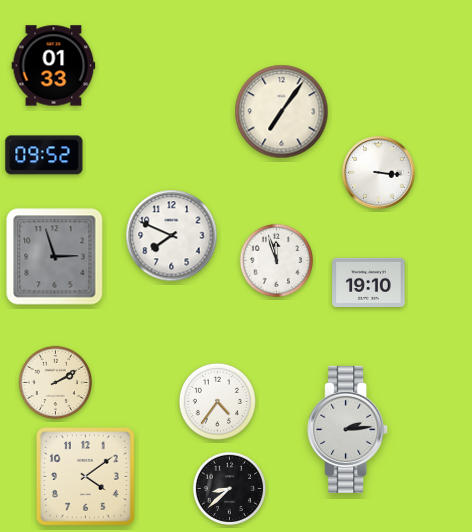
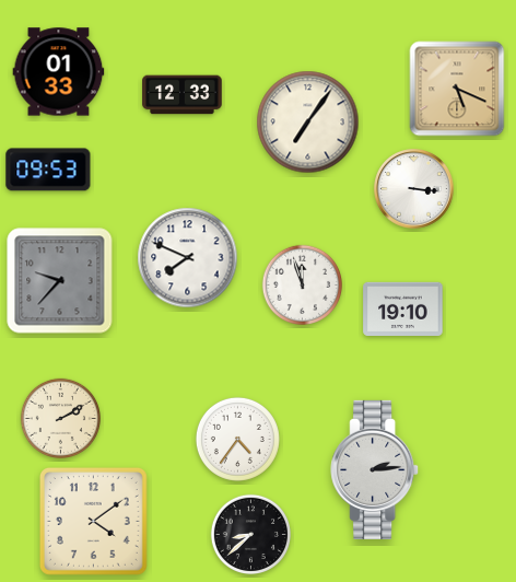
clock at (457, 89): none -> 5:19
clock at (183, 95): none -> 12:33
clock at (44, 155): 09:52 -> 09:53
clock at (55, 257): 2:57 -> 9:37
clock at (348, 429) position: (348, 429) -> (375, 469)
